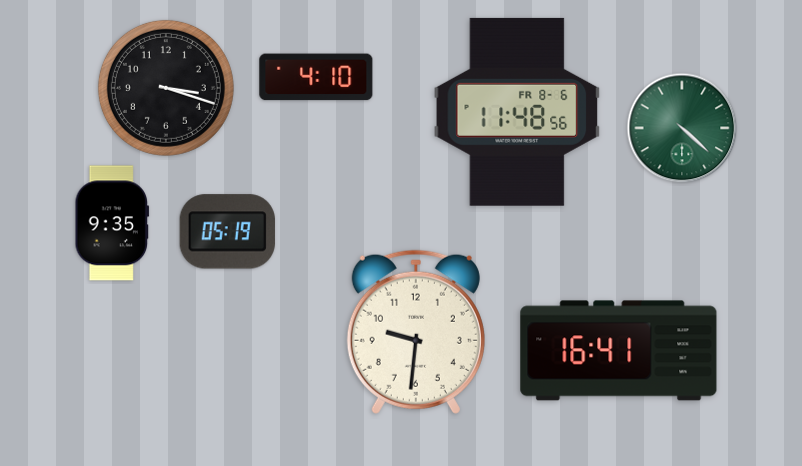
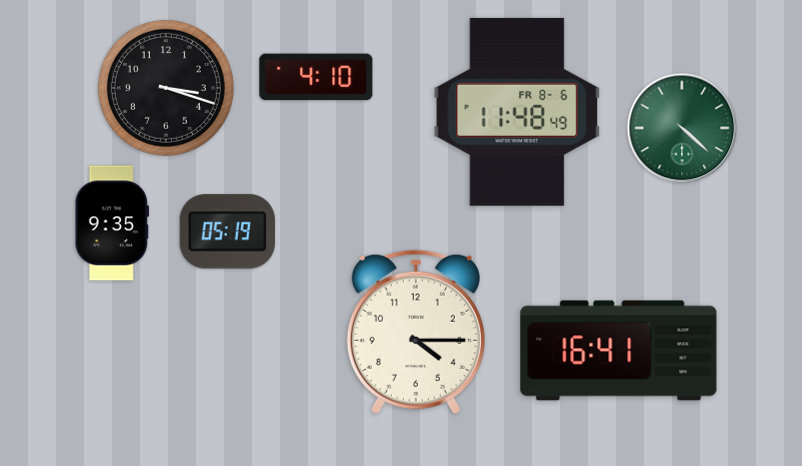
clock at (517, 112): 11:48:56 -> 11:48:49
clock at (416, 332): 9:31 -> 4:15
